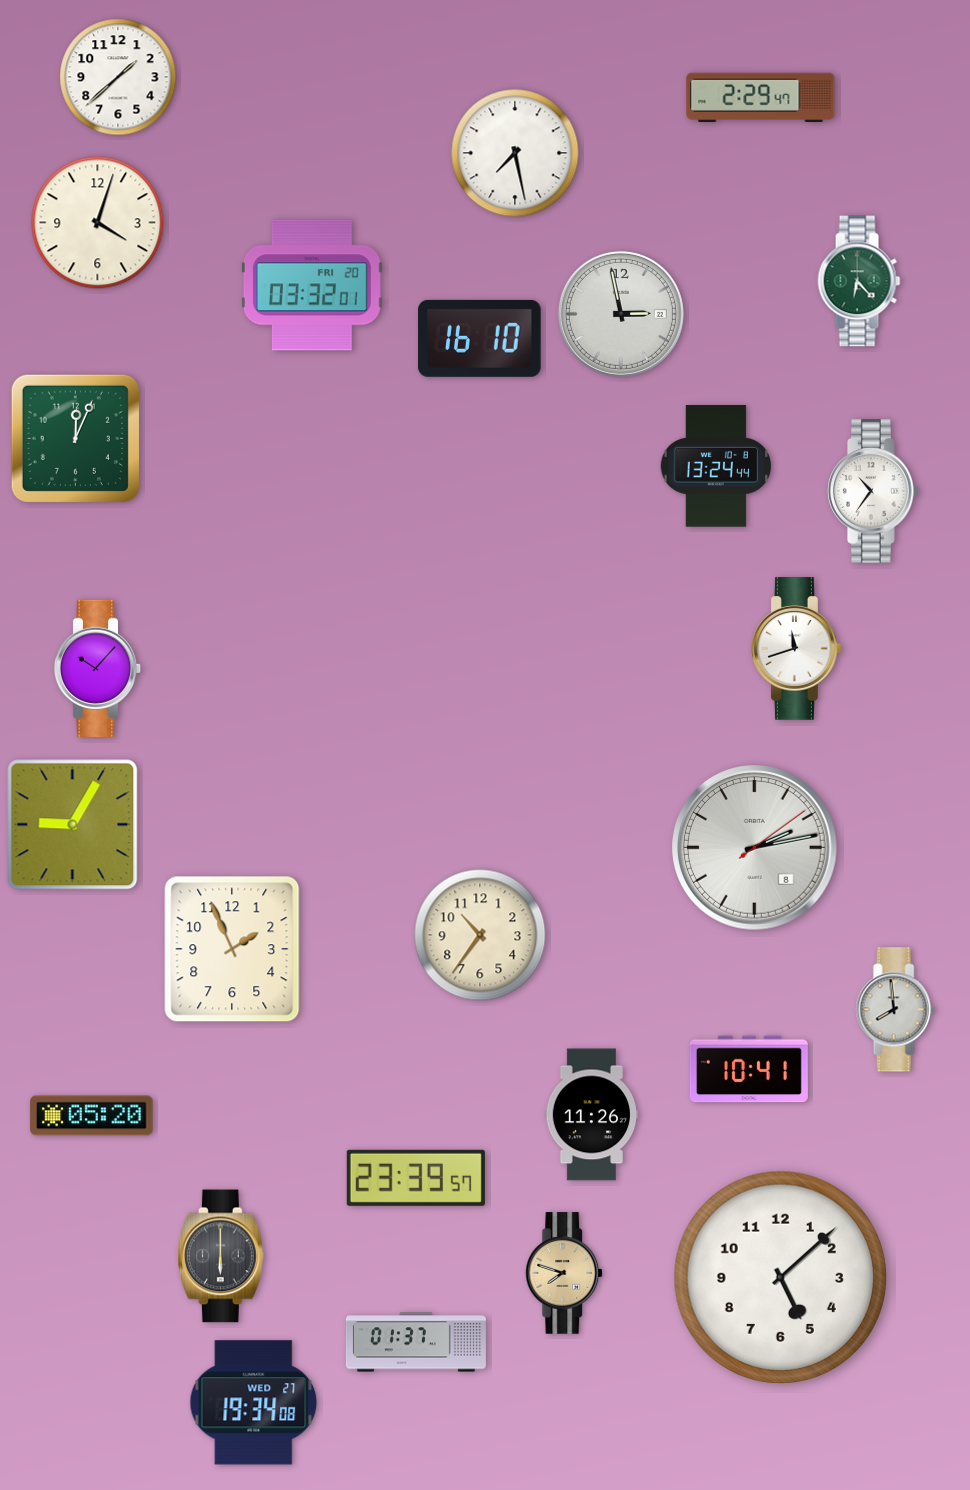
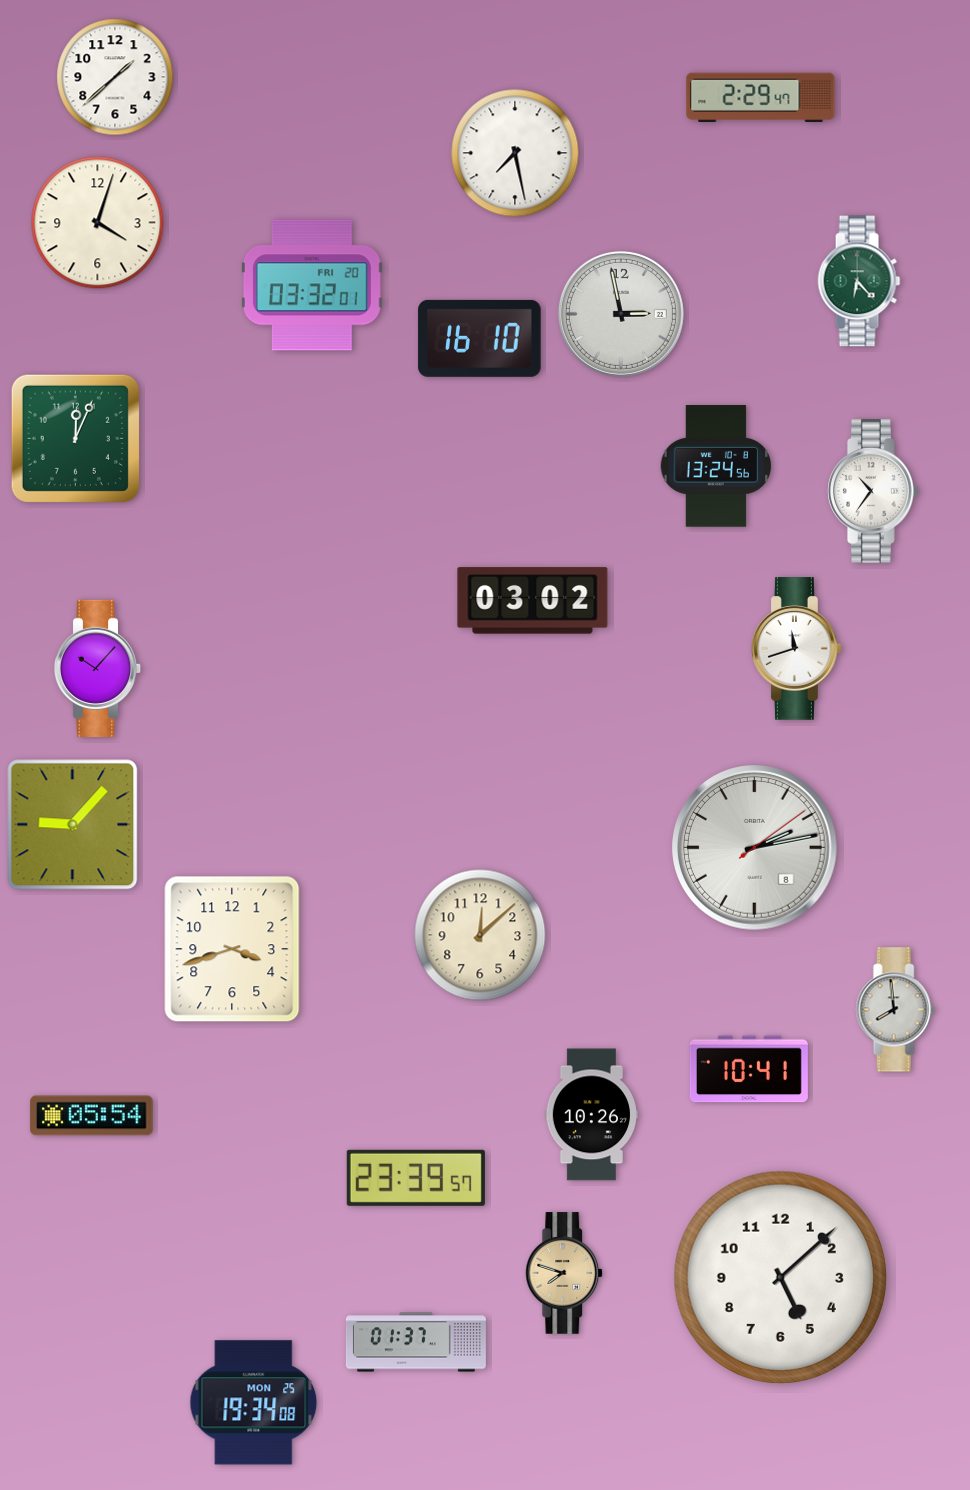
clock at (118, 77) position: (118, 77) -> (115, 77)
clock at (715, 466): 13:24:44 -> 13:24:56
clock at (533, 601): none -> 03:02
clock at (73, 825): 9:05 -> 9:07
clock at (480, 935): 10:36 -> 12:08
clock at (232, 949): 1:56 -> 3:42
clock at (592, 1115): 11:26 -> 10:26
clock at (92, 1116): 05:20 -> 05:54
clock at (221, 1256): 6:00 -> none
clock at (254, 1403) date: WED 27 -> MON 25
